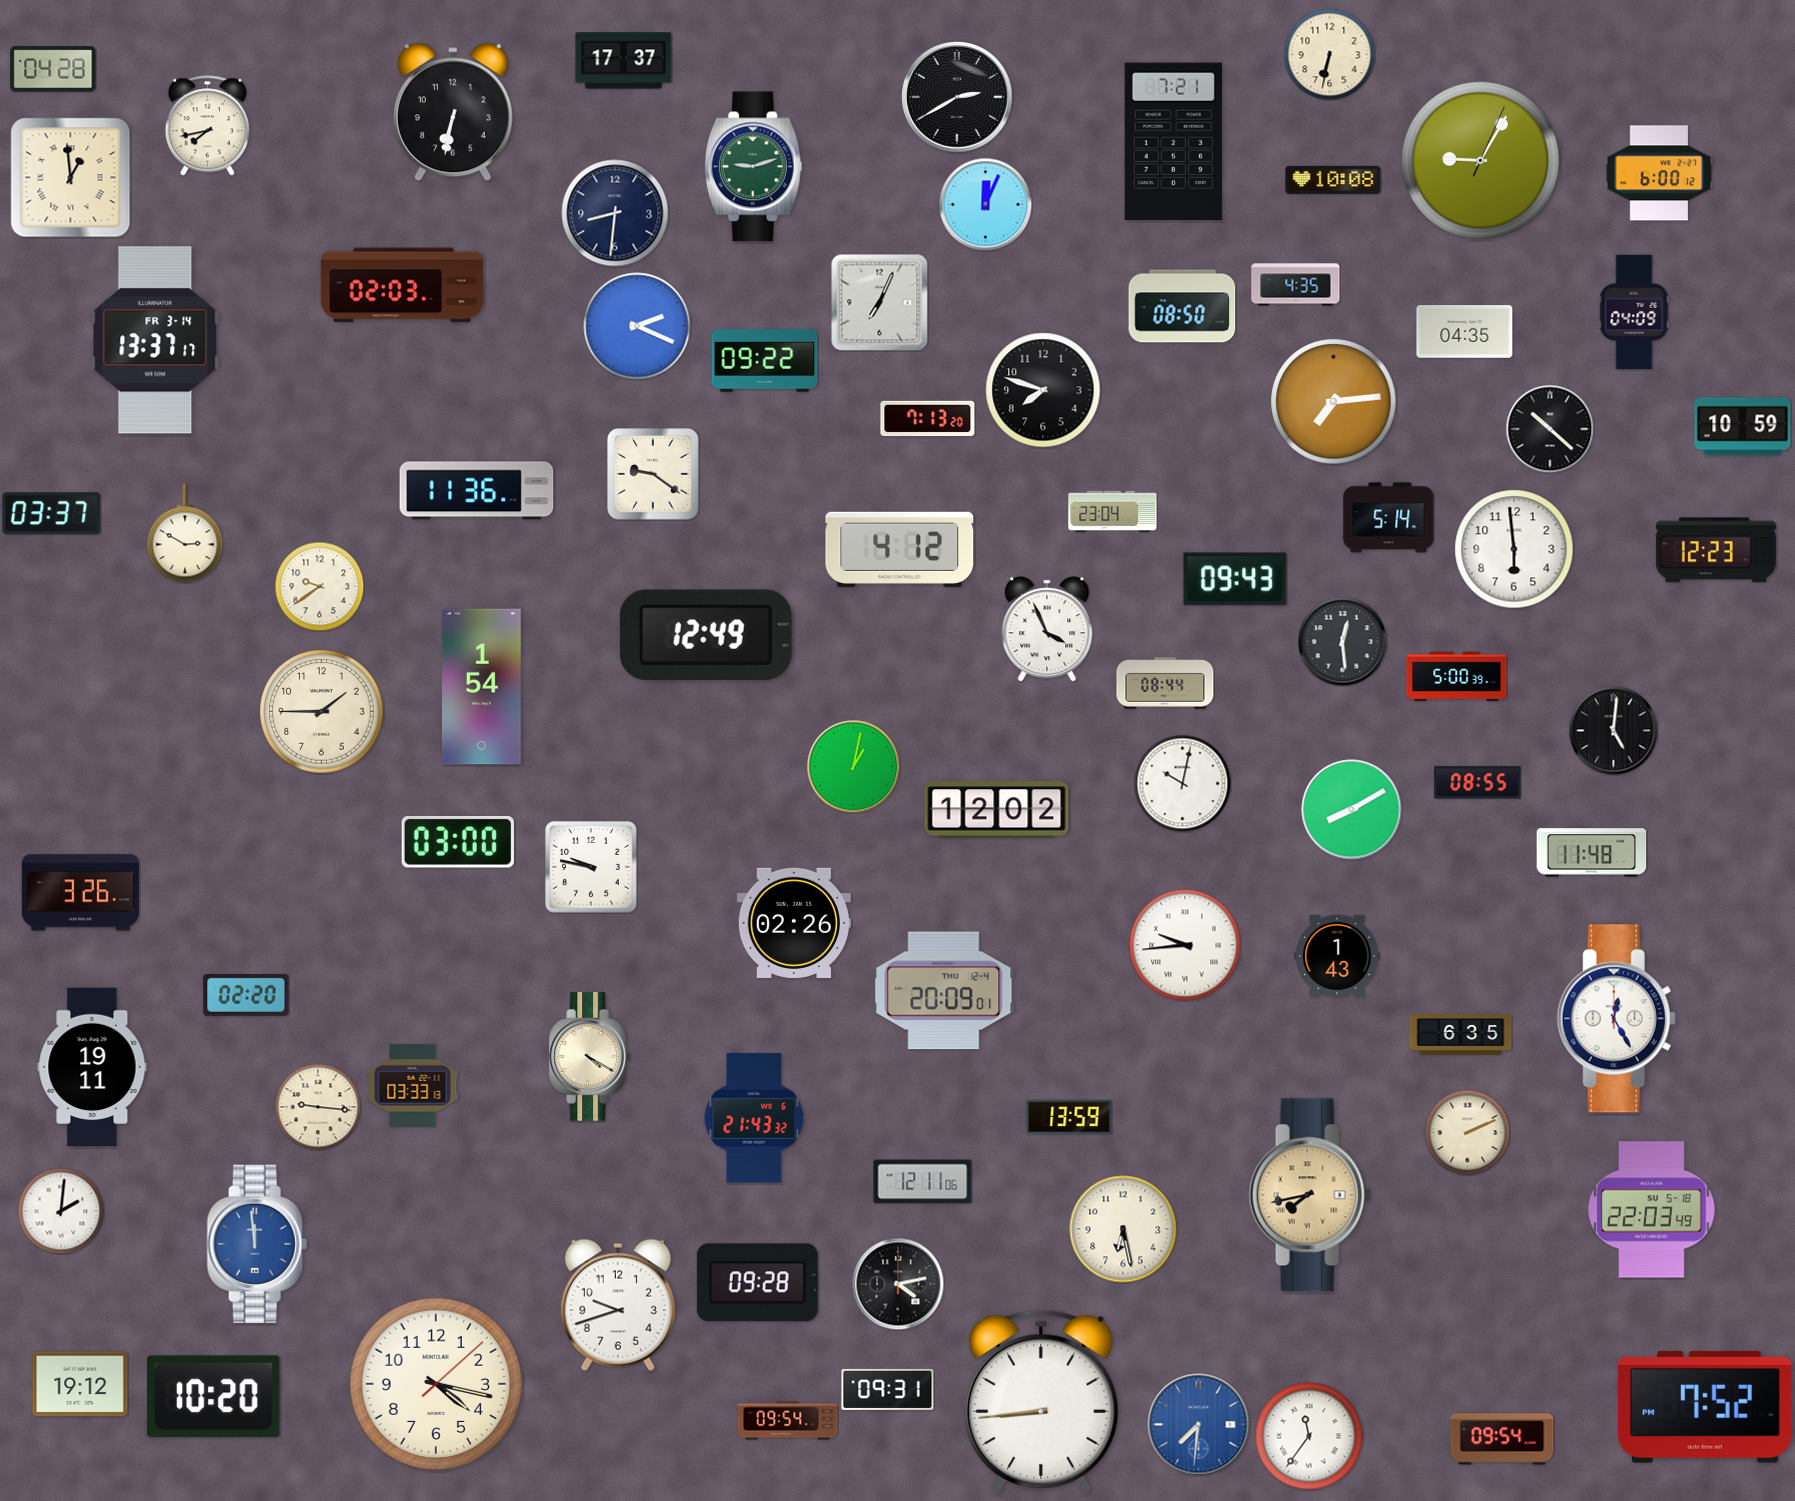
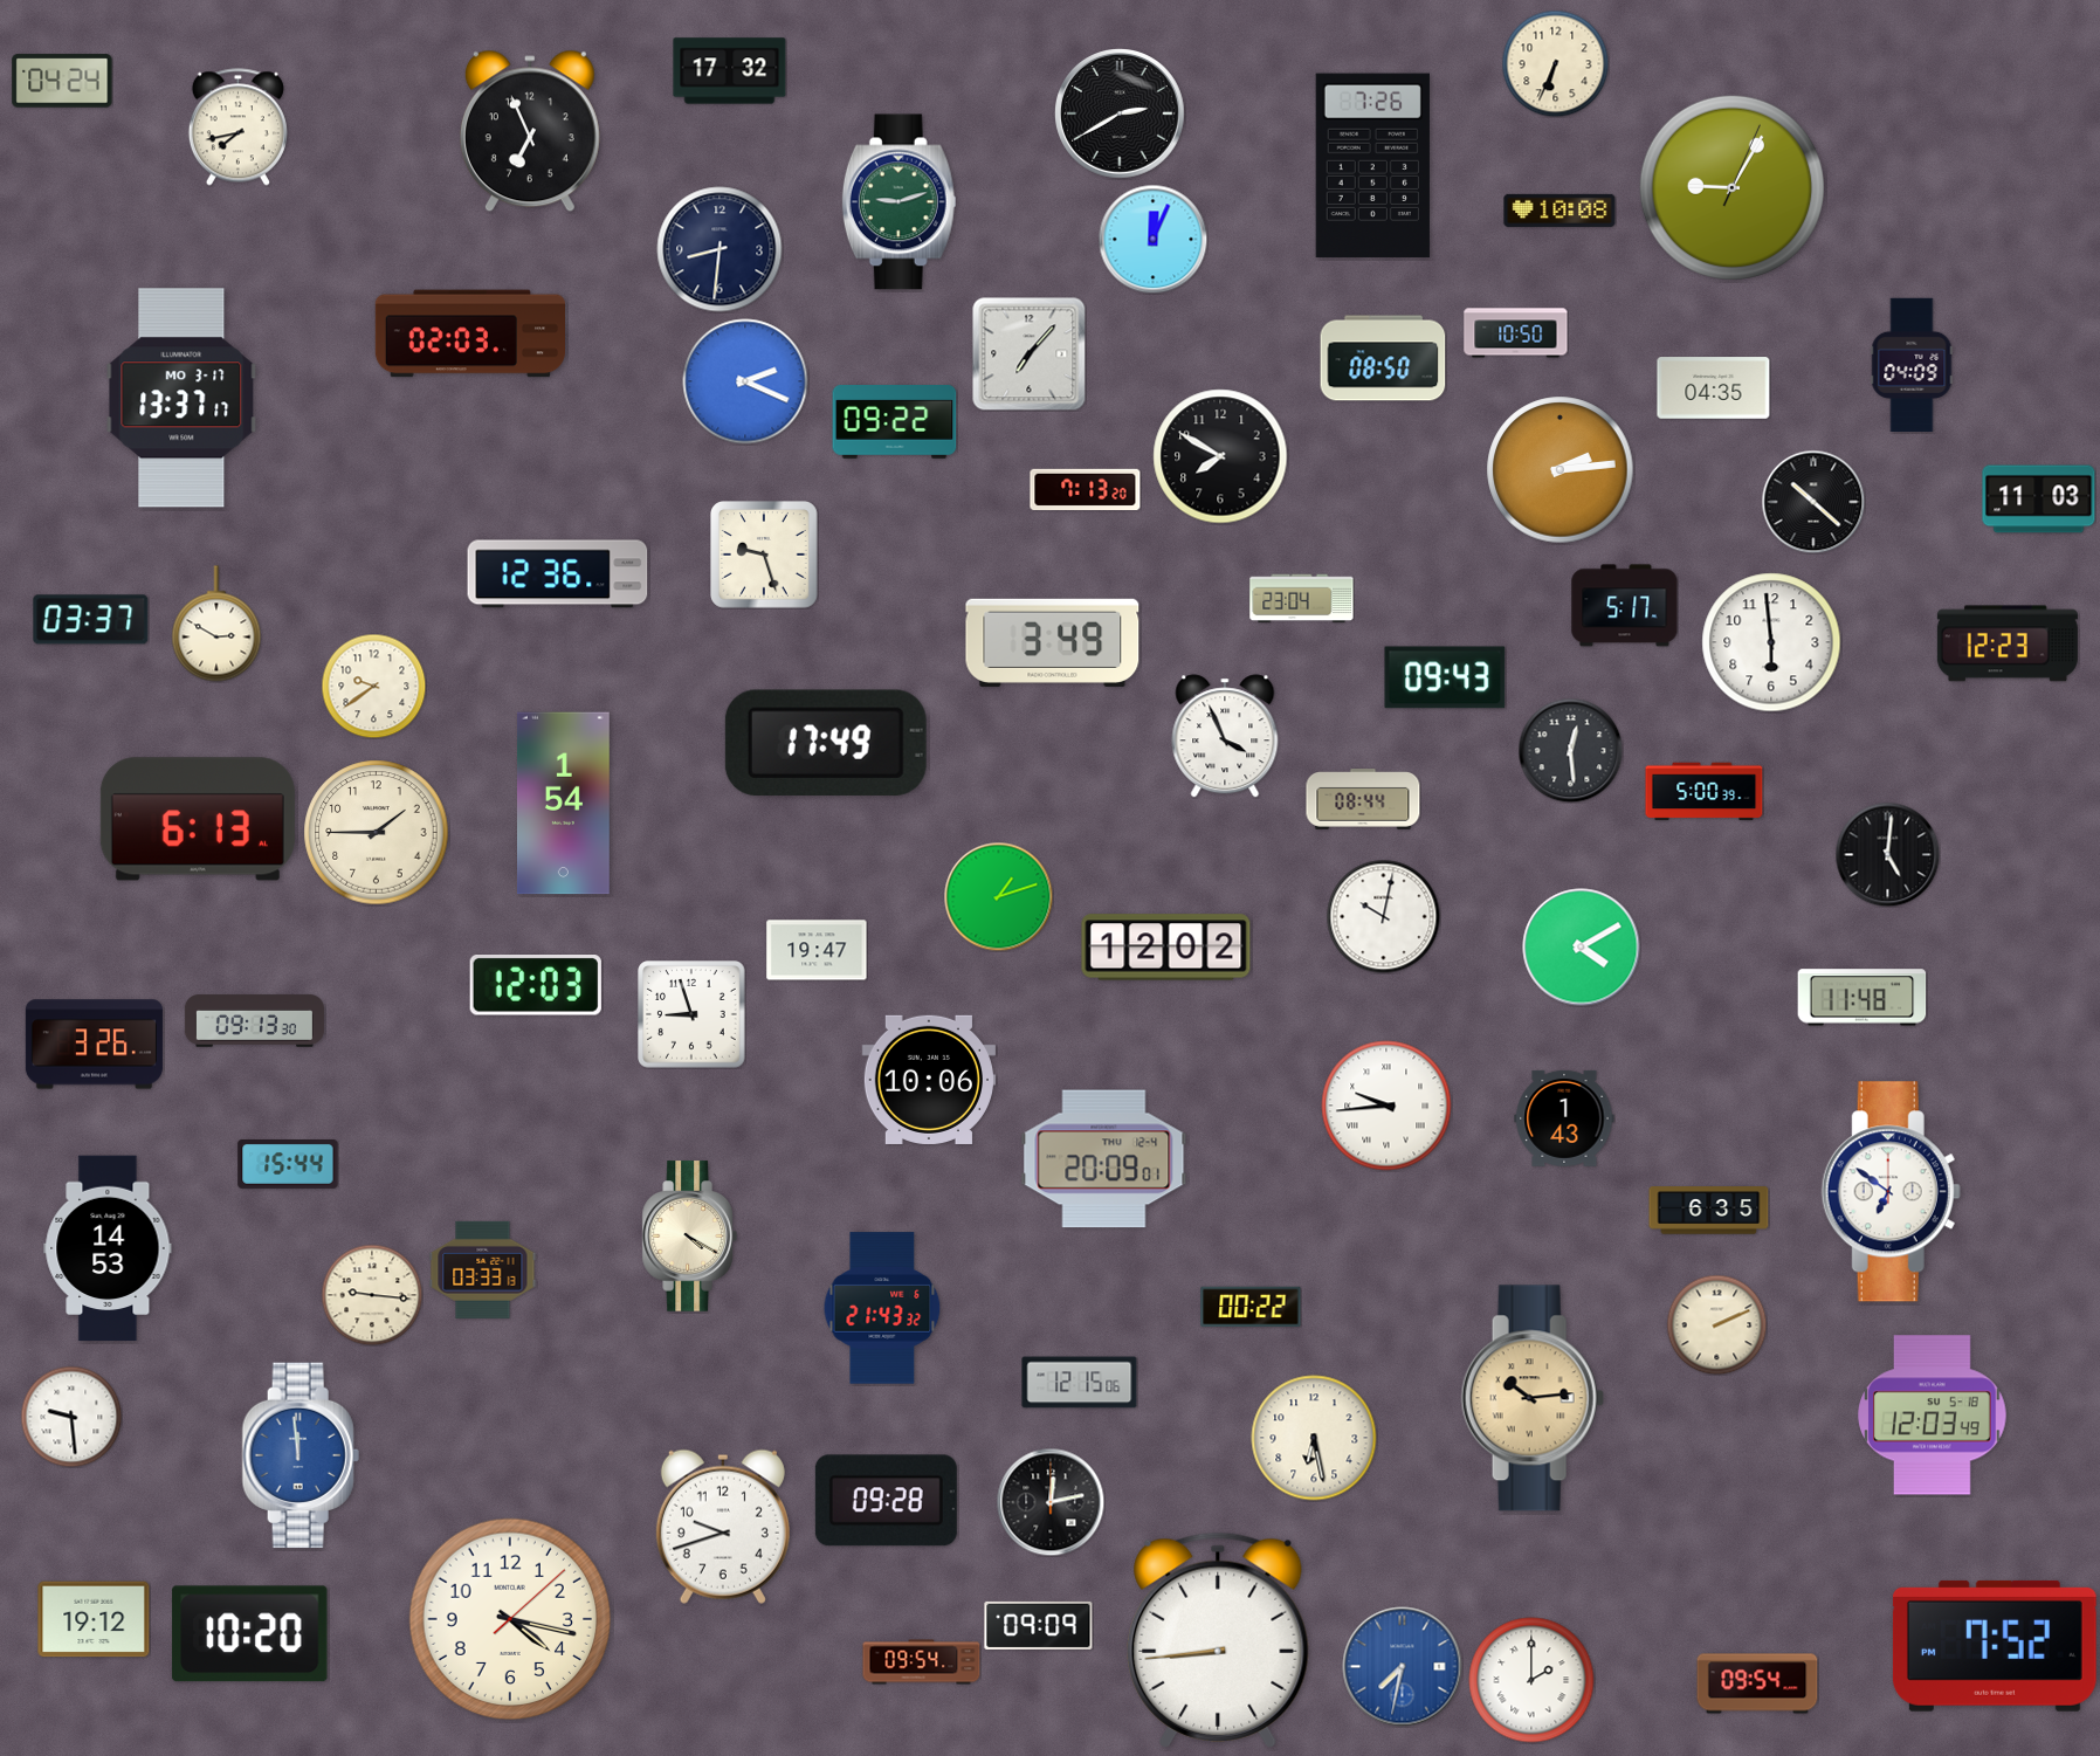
clock at (1329, 54): 6:32 -> 6:34
clock at (624, 61): 17:37 -> 17:32
clock at (53, 69): 04:28 -> 04:24
clock at (453, 112): 6:32 -> 6:56
clock at (207, 126) position: (207, 126) -> (237, 128)
clock at (1173, 142): 7:21 -> 7:26
clock at (753, 167) position: (753, 167) -> (898, 202)
clock at (1659, 173): 6:00 -> none
clock at (71, 178): 12:59 -> none
clock at (1296, 285): 4:35 -> 10:50
clock at (880, 303): 7:04 -> 7:07
clock at (155, 340) date: FR 3-14 -> MO 3-17
clock at (1043, 390): 7:48 -> 7:50
clock at (1334, 402): 7:14 -> 2:14
clock at (1743, 427): 10:59 -> 11:03
clock at (654, 475): 9:21 -> 9:27
clock at (477, 491): 11:36 -> 12:36
clock at (52, 514) position: (52, 514) -> (91, 620)
clock at (1389, 518): 5:14 -> 5:17
clock at (900, 549): 4:12 -> 3:49
clock at (706, 635): 12:49 -> 17:49
clock at (198, 819): none -> 6:13
clock at (853, 766): 1:02 -> 1:12
clock at (1478, 783): 08:55 -> none
clock at (1352, 810): 8:10 -> 4:10
clock at (817, 950): none -> 19:47
clock at (458, 842): 03:00 -> 12:03
clock at (591, 867): 9:47 -> 8:57
clock at (254, 1021): none -> 09:13
clock at (794, 923): 02:26 -> 10:06
clock at (246, 996): 02:20 -> 15:44
clock at (1616, 1019): 12:25 -> 6:51
clock at (92, 1067): 19:11 -> 14:53
clock at (1069, 1117): 13:59 -> 00:22
clock at (923, 1182): 12:11 -> 12:15
clock at (1310, 1195): 7:43 -> 10:14
clock at (1652, 1210): 22:03 -> 12:03
clock at (61, 1211): 2:01 -> 9:29
clock at (898, 1284): 4:13 -> 12:13
clock at (888, 1389): 09:31 -> 09:09
clock at (1199, 1425): 7:31 -> 7:32
clock at (1309, 1436): 11:36 -> 2:00
